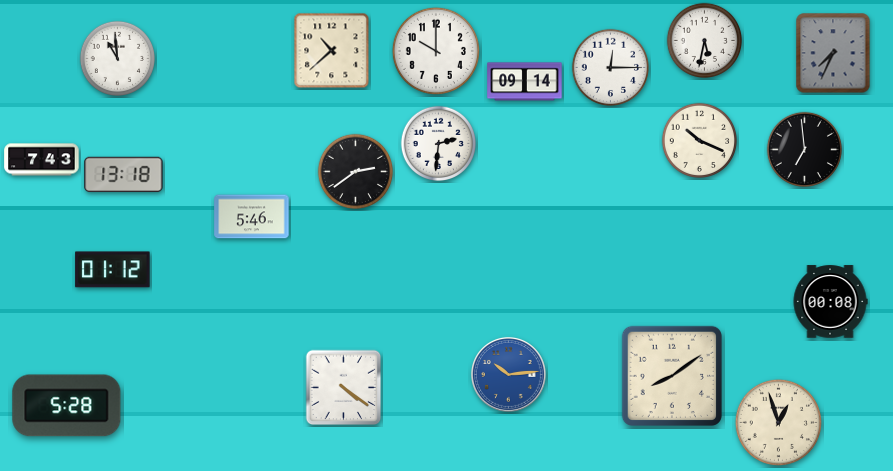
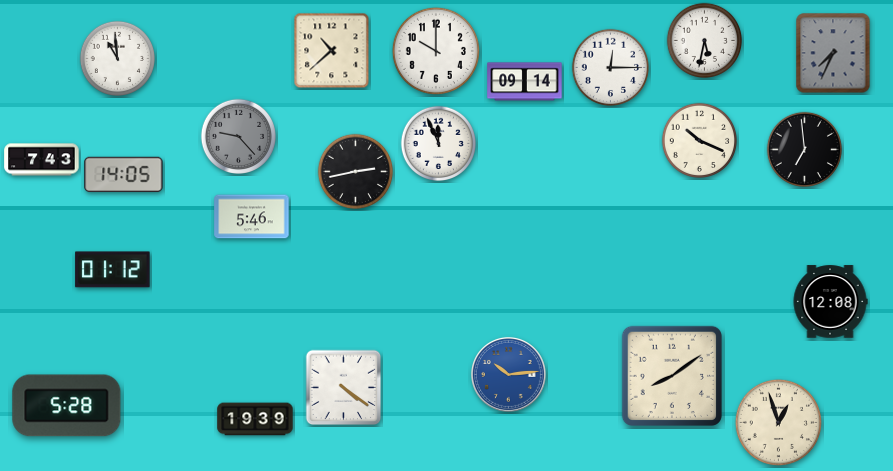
clock at (239, 137): none -> 9:23
clock at (439, 144): 2:31 -> 11:56
clock at (356, 172): 2:39 -> 2:43
clock at (124, 175): 13:18 -> 14:05
clock at (830, 302): 00:08 -> 12:08
clock at (255, 419): none -> 19:39
